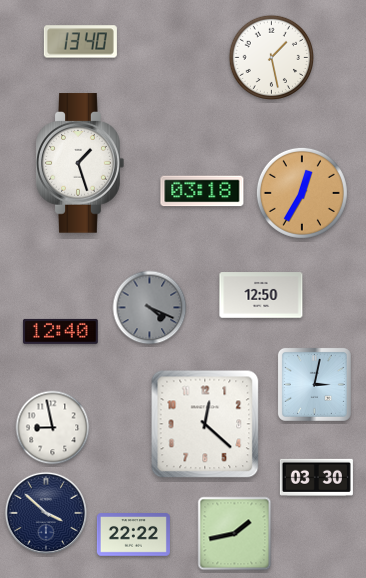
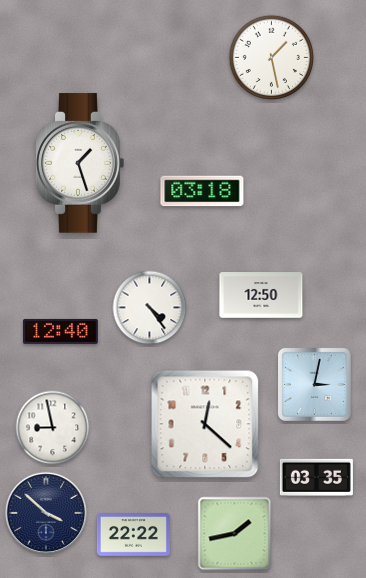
clock at (80, 42): 13:40 -> none
clock at (302, 193): 12:35 -> none
clock at (150, 308): 4:19 -> 4:24
clock at (150, 308) dial: grey -> white
clock at (316, 477): 03:30 -> 03:35
